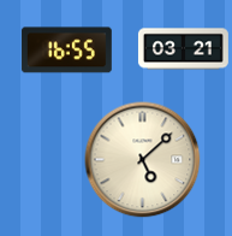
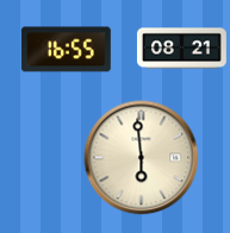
clock at (183, 49): 03:21 -> 08:21
clock at (143, 160): 5:08 -> 5:59
